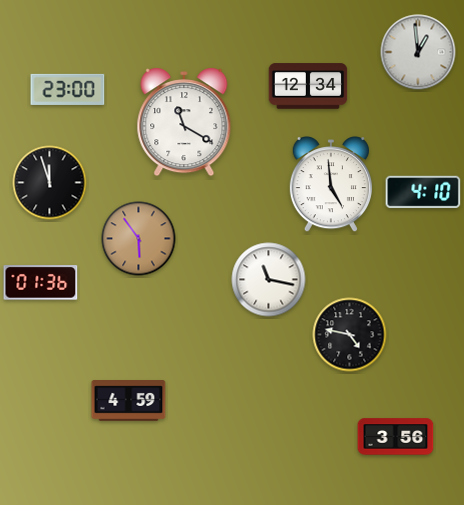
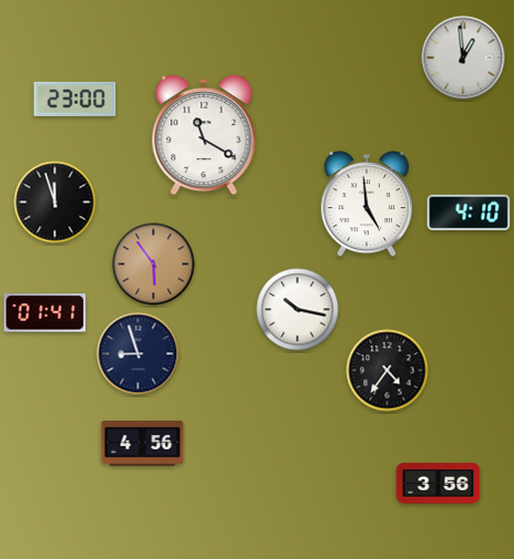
clock at (308, 86): 12:34 -> none
clock at (269, 280): 11:17 -> 10:17
clock at (41, 283): 01:36 -> 01:41
clock at (138, 354): none -> 8:57
clock at (350, 335): 4:47 -> 4:36
clock at (129, 401): 4:59 -> 4:56
